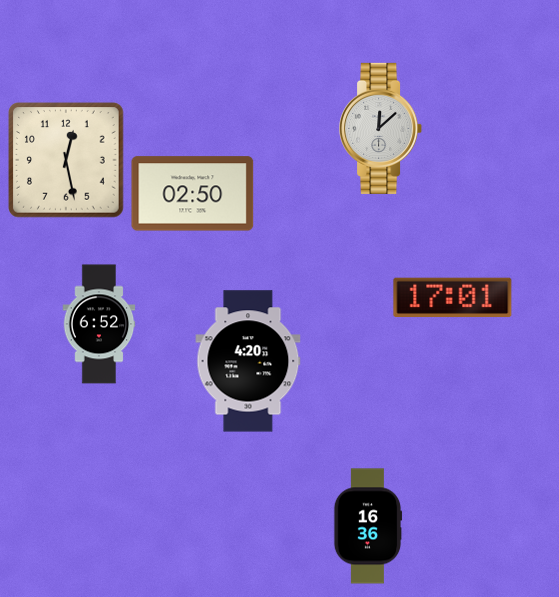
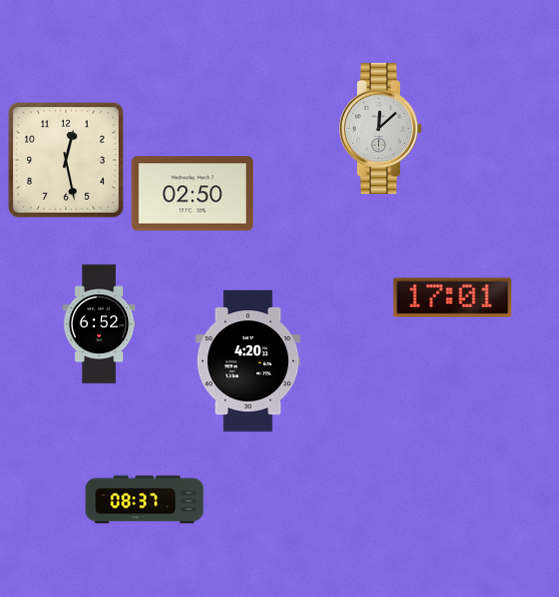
clock at (145, 500): none -> 08:37
clock at (368, 526): 16:36 -> none
